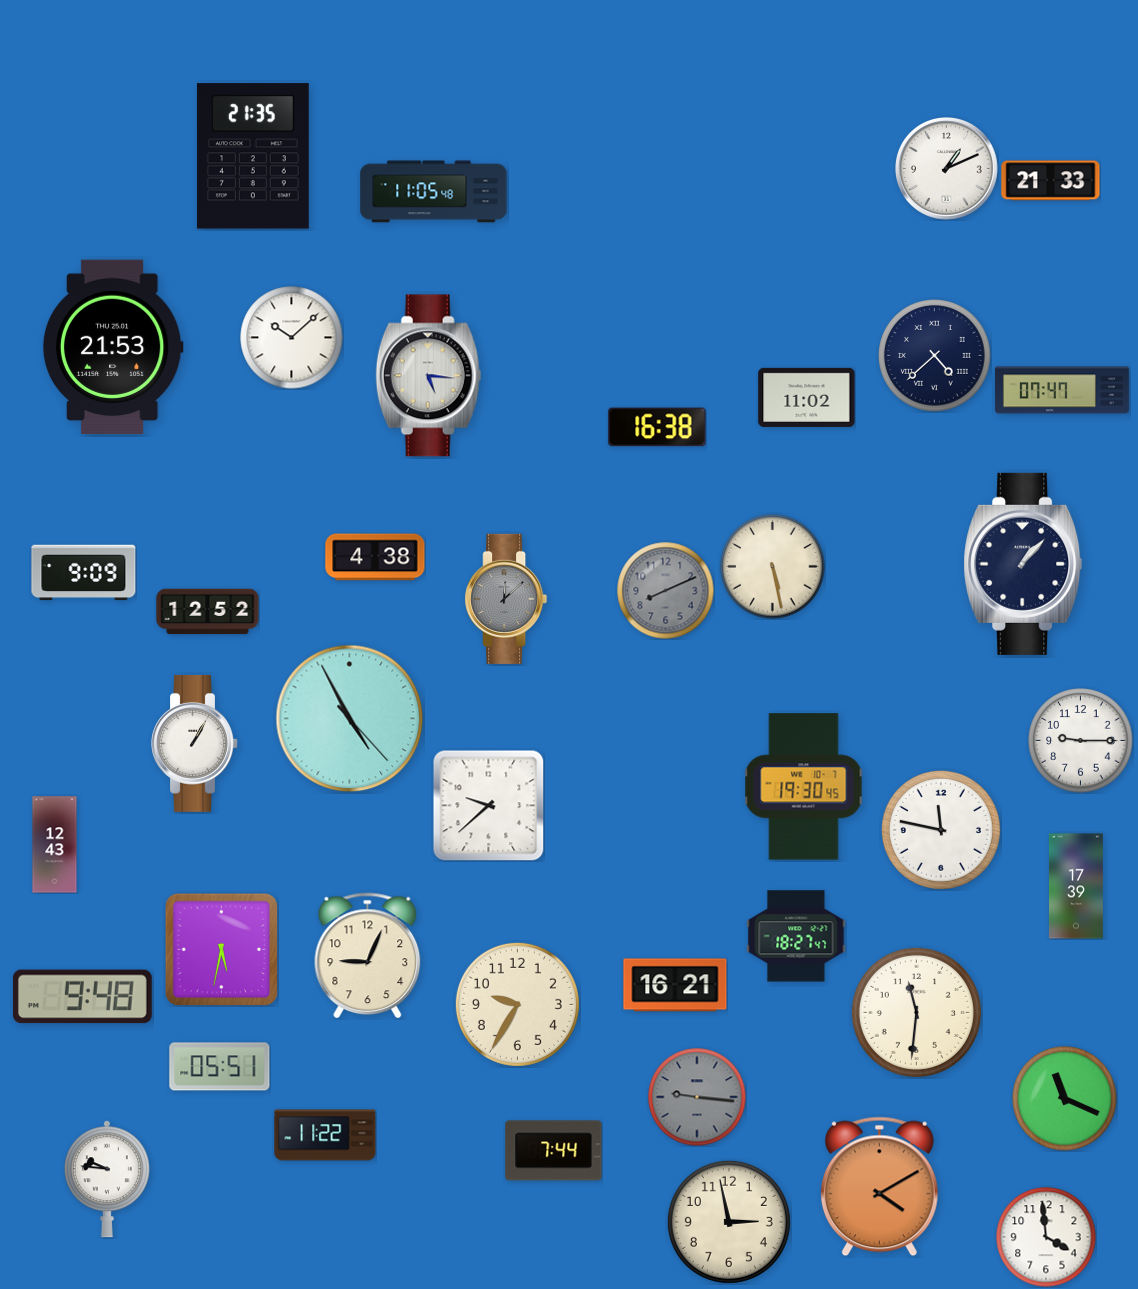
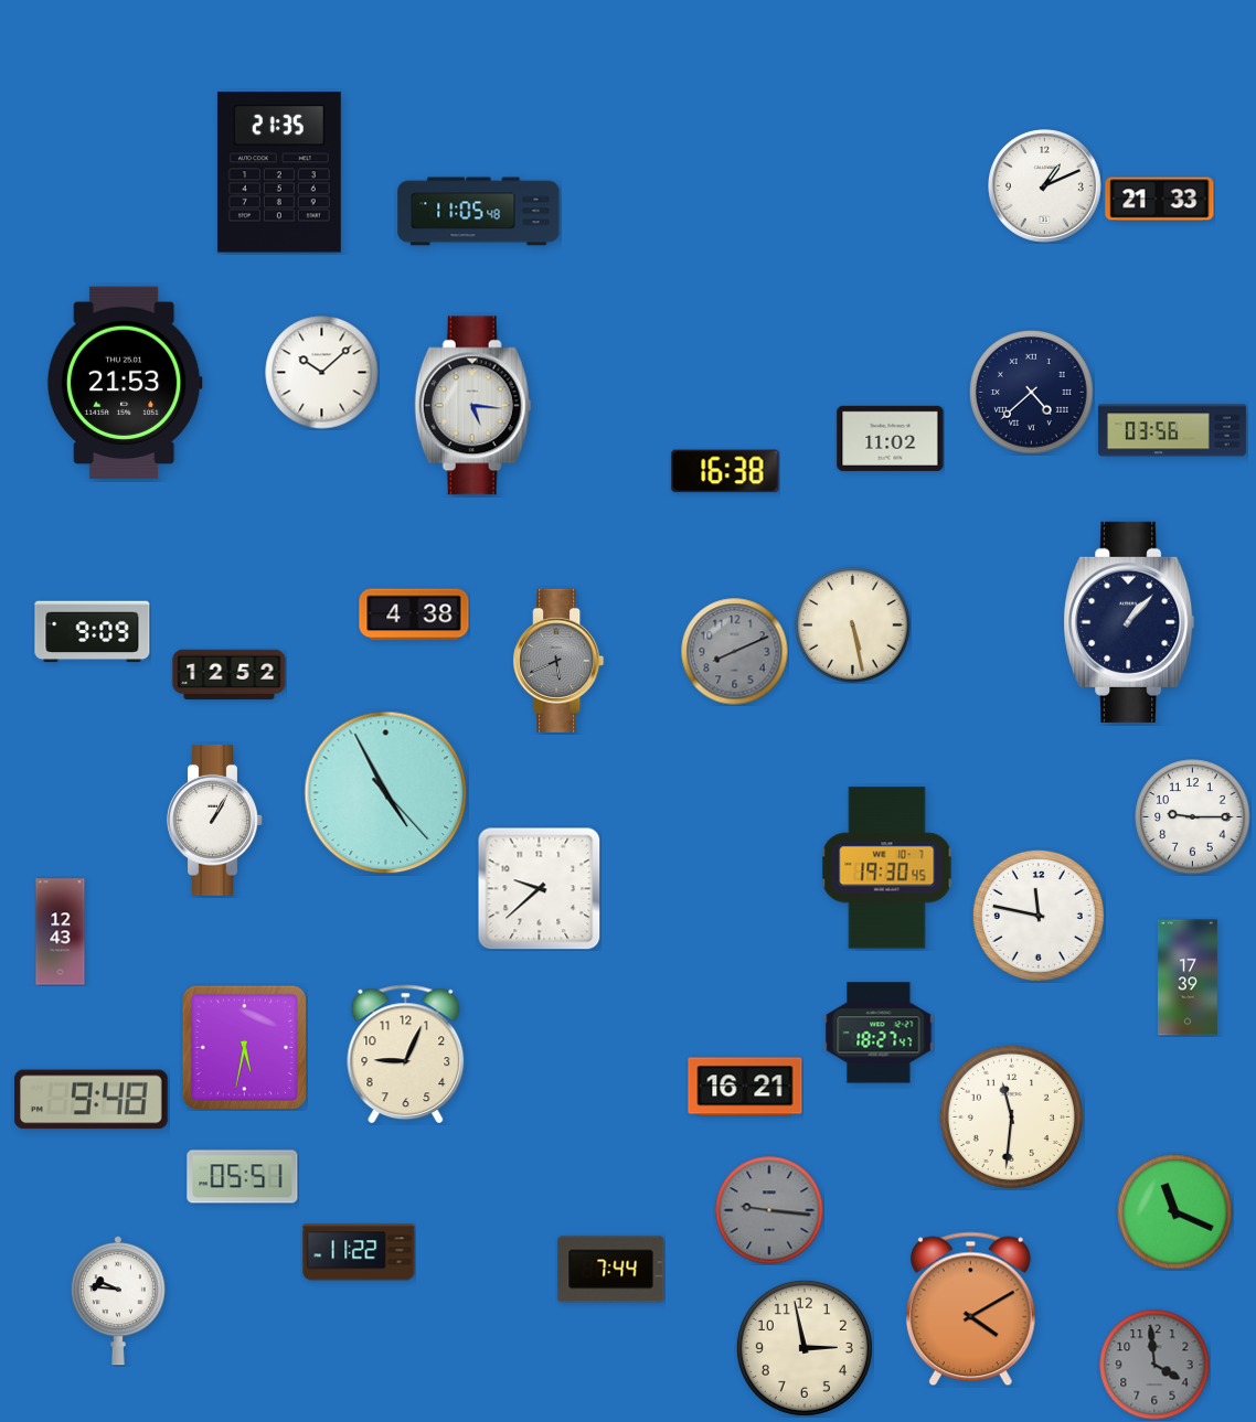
clock at (429, 376) position: (429, 376) -> (473, 406)
clock at (1062, 390): 07:47 -> 03:56
clock at (506, 599): 12:08 -> 5:41
clock at (517, 1004): 9:35 -> none
clock at (1046, 1237) dial: white -> grey
